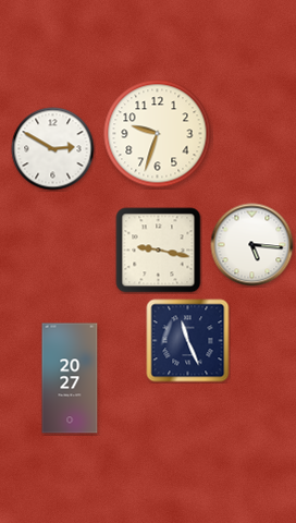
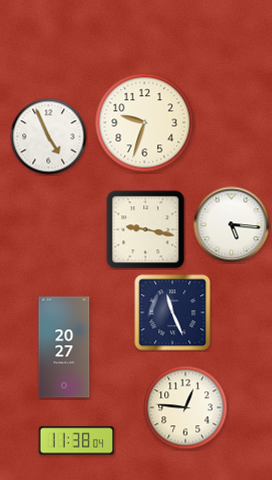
clock at (53, 149): 2:50 -> 4:56
clock at (186, 408): none -> 12:46
clock at (77, 441): none -> 11:38
